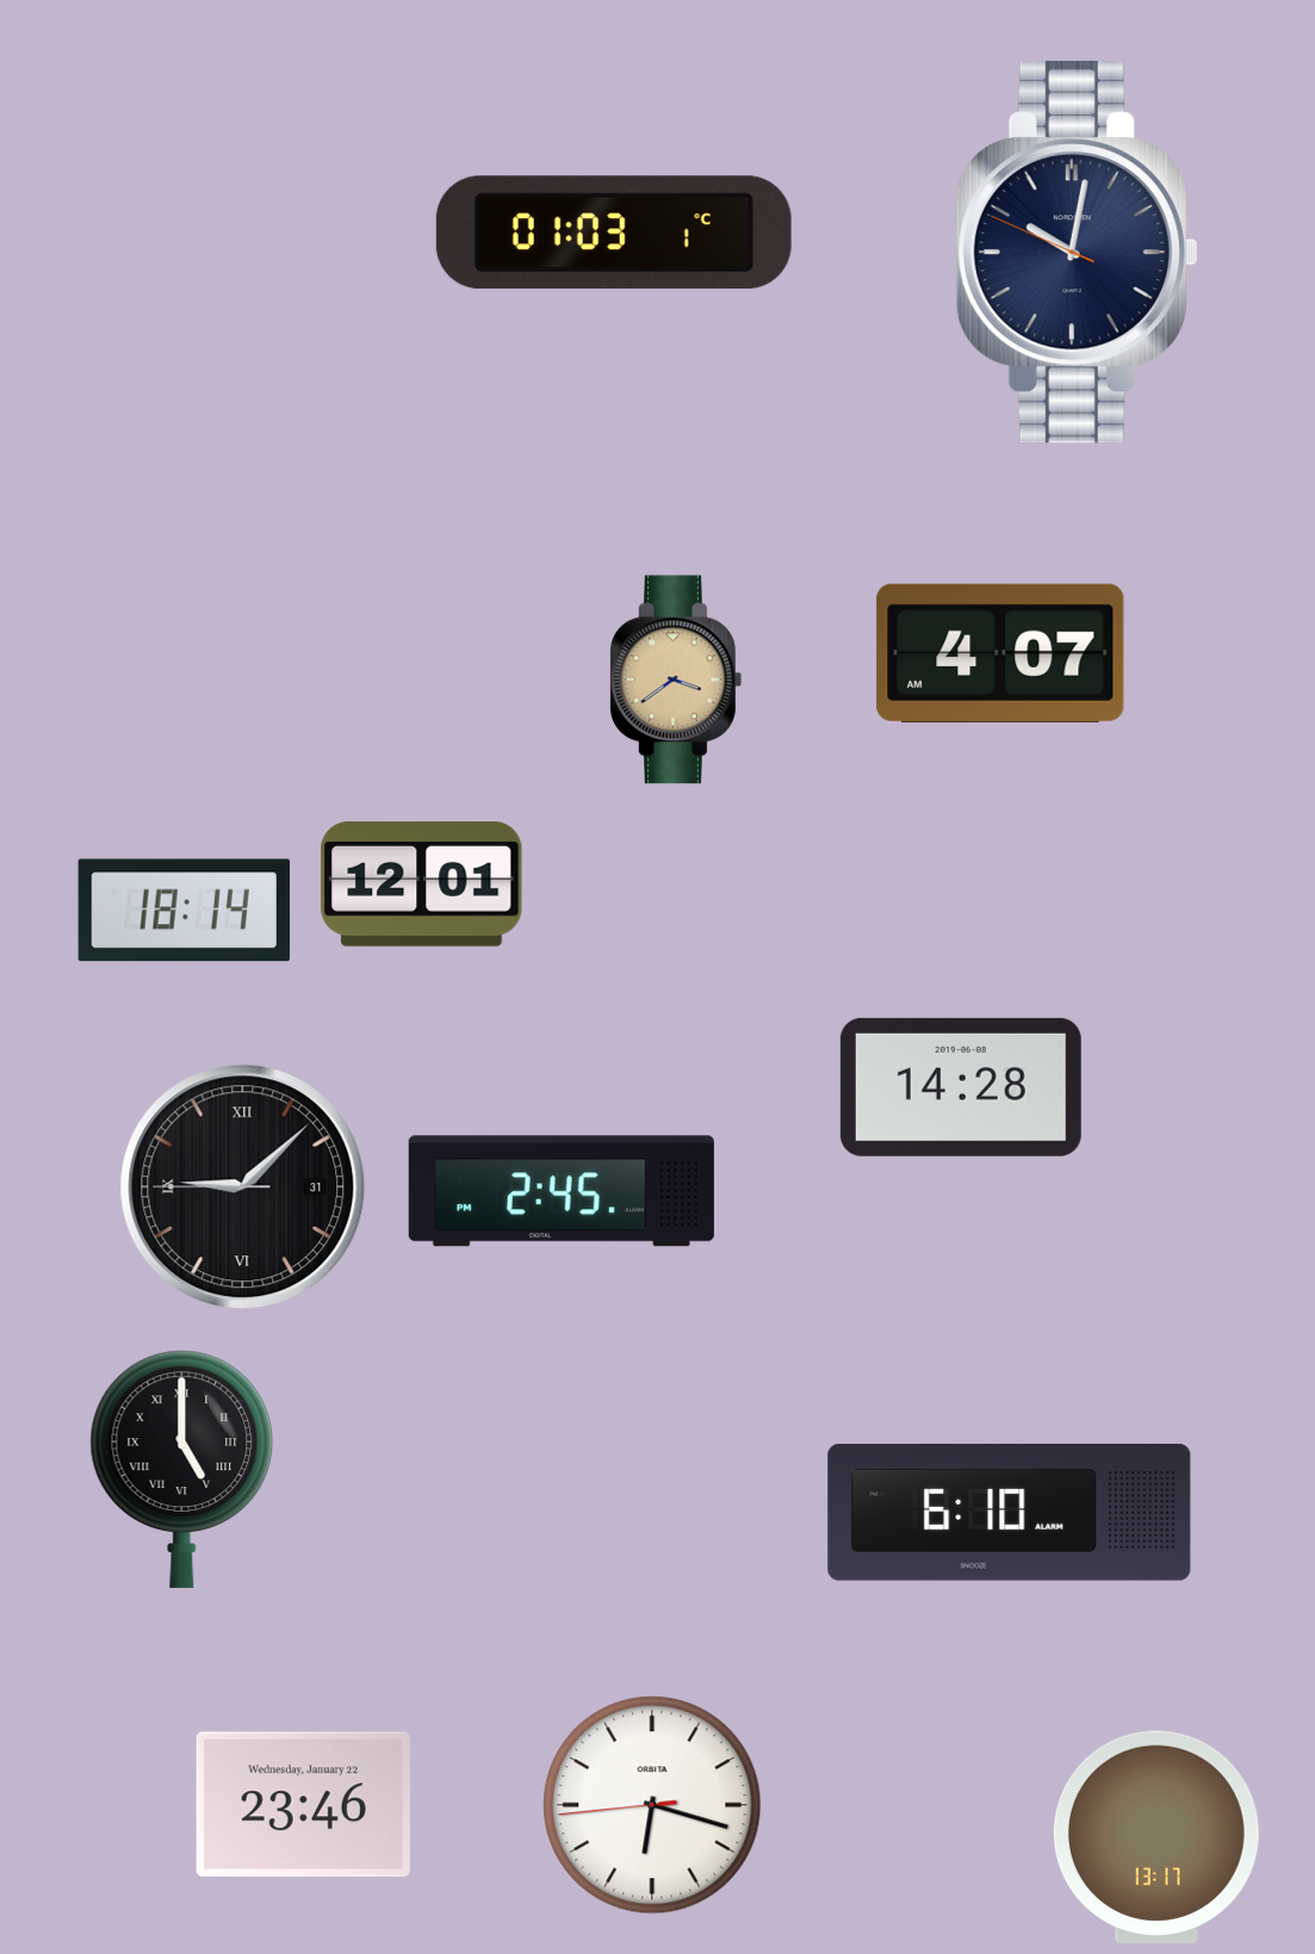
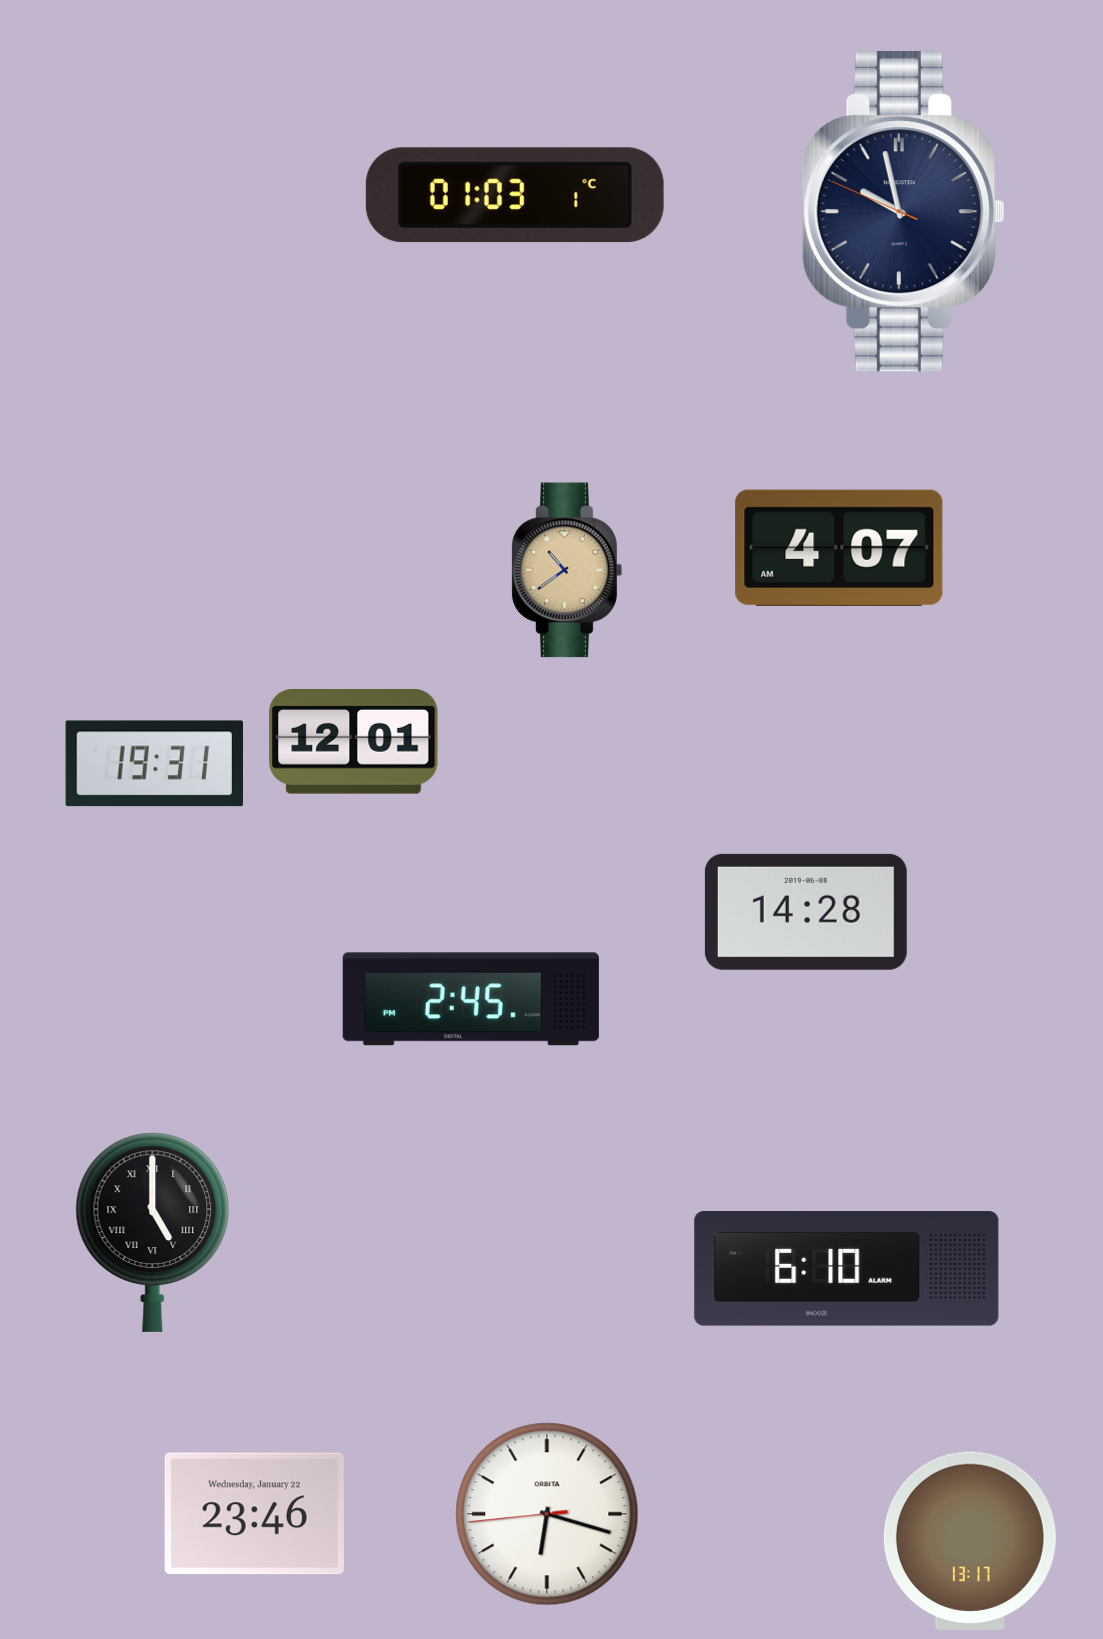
clock at (1077, 252): 10:01 -> 9:57
clock at (676, 680): 3:39 -> 10:39
clock at (184, 911): 18:14 -> 19:31
clock at (243, 1187): 9:07 -> none
